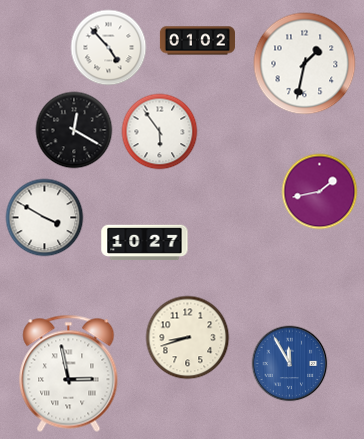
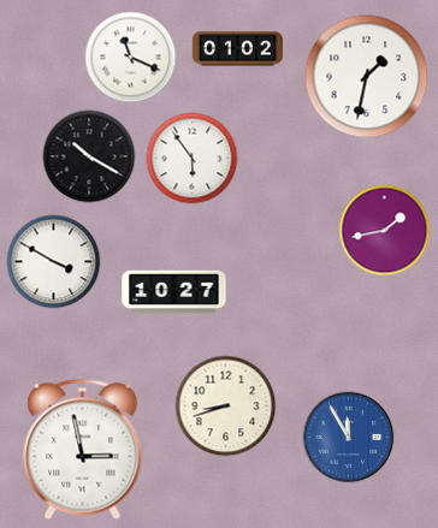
clock at (109, 48): 4:53 -> 11:19
clock at (74, 130): 12:20 -> 10:20
